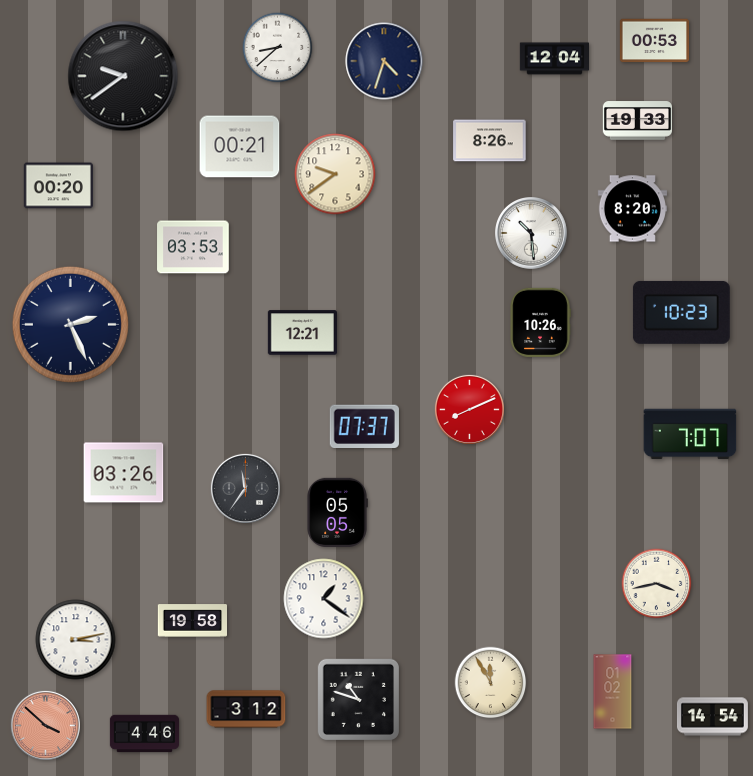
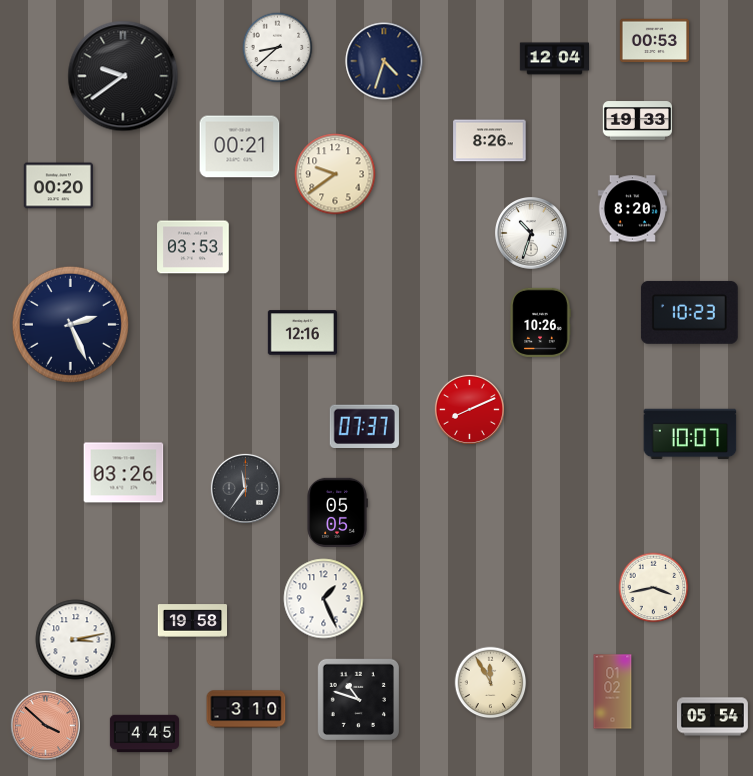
clock at (532, 234): 10:29 -> 10:33
clock at (681, 312) position: (681, 312) -> (689, 312)
clock at (302, 333): 12:21 -> 12:16
clock at (690, 434): 7:07 -> 10:07
clock at (657, 584) position: (657, 584) -> (654, 588)
clock at (324, 599): 1:21 -> 1:26
clock at (246, 709): 3:12 -> 3:10
clock at (712, 717): 14:54 -> 05:54
clock at (145, 734): 4:46 -> 4:45
